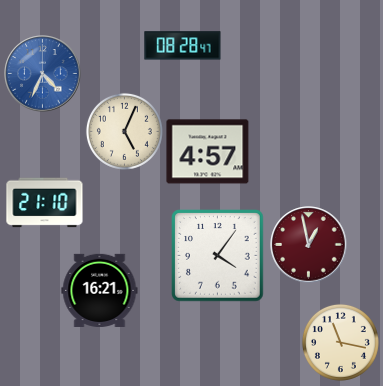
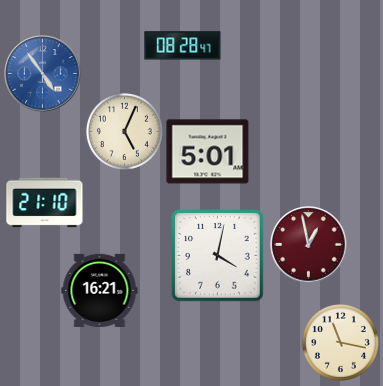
clock at (43, 74): 4:34 -> 4:54
clock at (208, 152): 4:57 -> 5:01
clock at (218, 256): 4:06 -> 4:02
